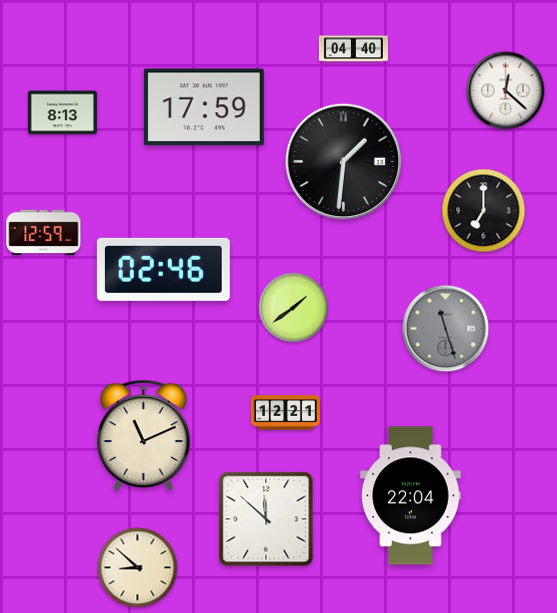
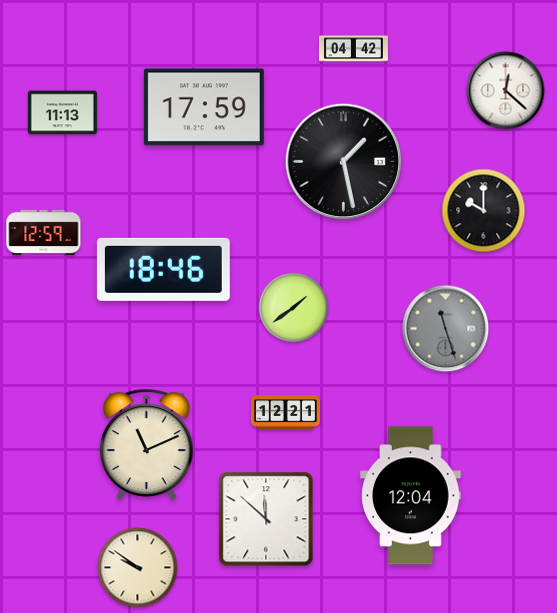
clock at (353, 49): 04:40 -> 04:42
clock at (62, 113): 8:13 -> 11:13
clock at (344, 162): 1:31 -> 1:28
clock at (484, 211): 7:00 -> 10:00
clock at (163, 269): 02:46 -> 18:46
clock at (144, 435) position: (144, 435) -> (147, 444)
clock at (411, 496): 22:04 -> 12:04
clock at (138, 568): 8:52 -> 9:51
